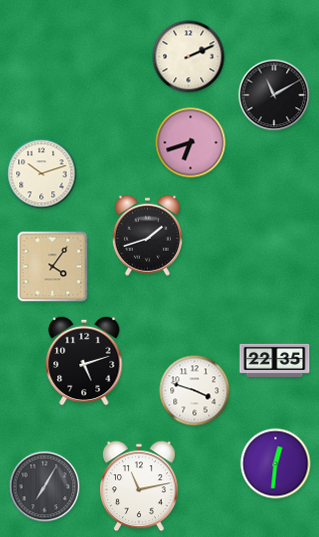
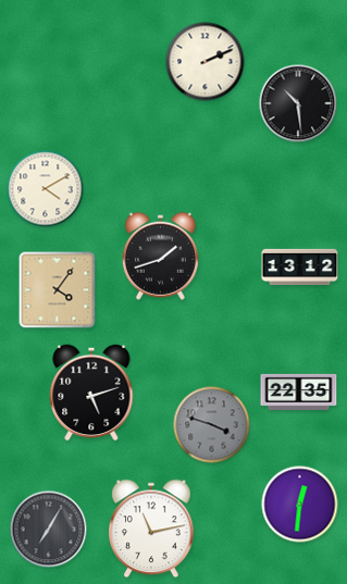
clock at (274, 95): 11:10 -> 10:29
clock at (191, 143): 6:42 -> none
clock at (42, 174): 10:12 -> 4:10
clock at (300, 268): none -> 13:12
clock at (195, 391) dial: white -> grey
